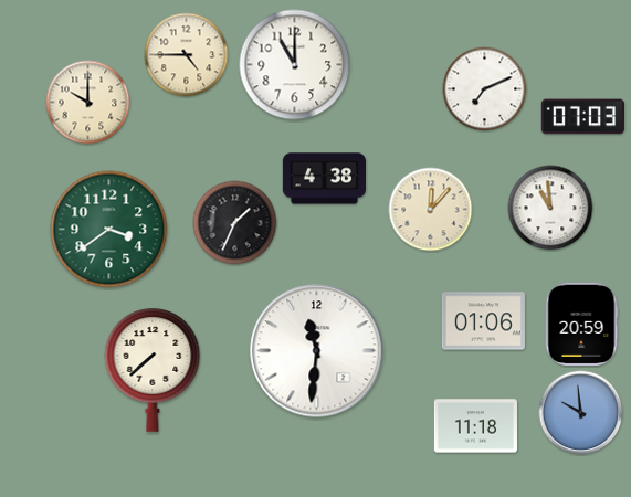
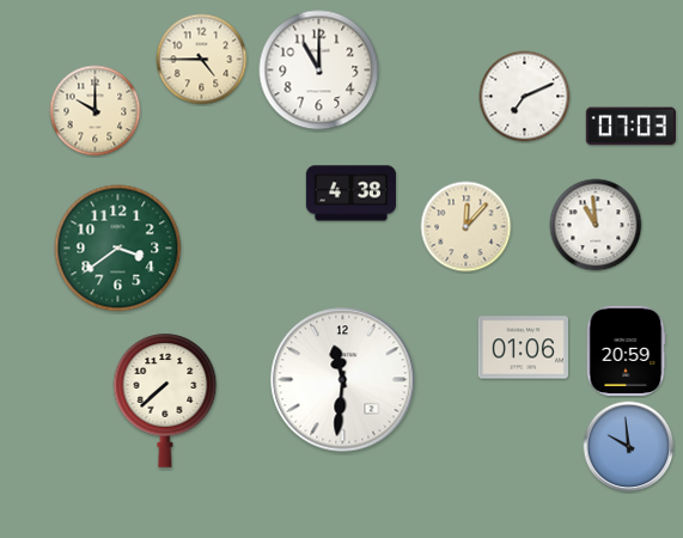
clock at (235, 223): 1:34 -> none
clock at (581, 324) position: (581, 324) -> (626, 350)
clock at (475, 426): 11:18 -> none
